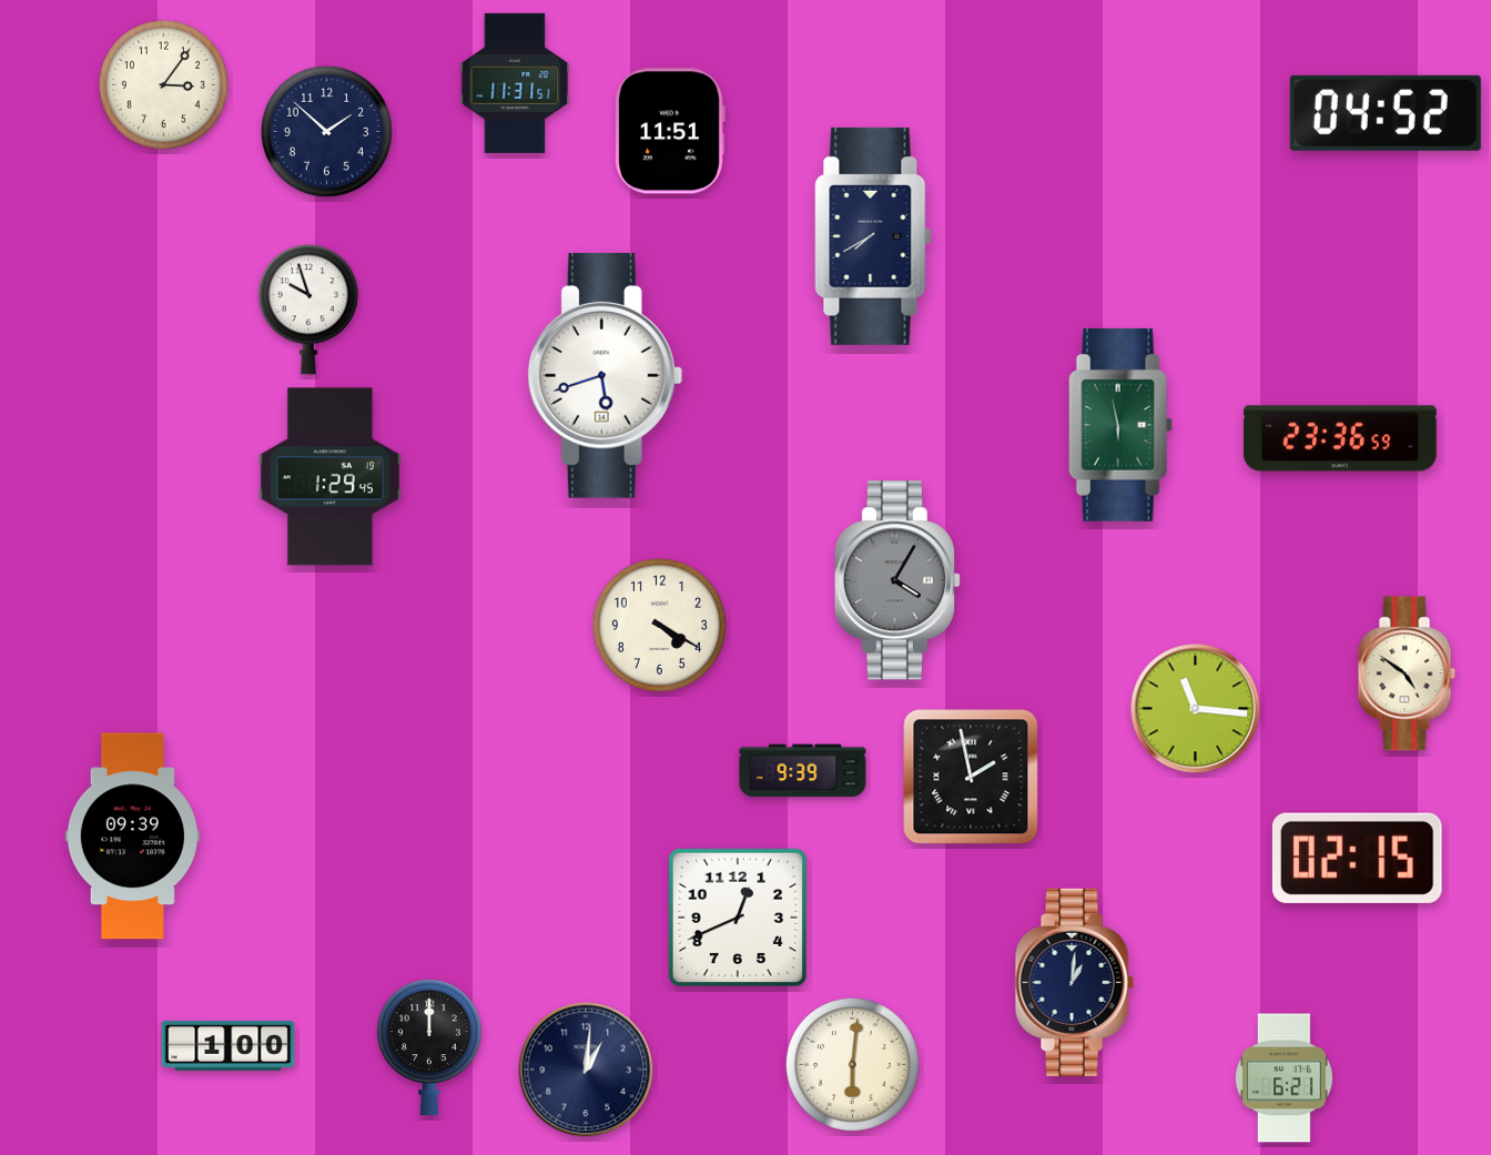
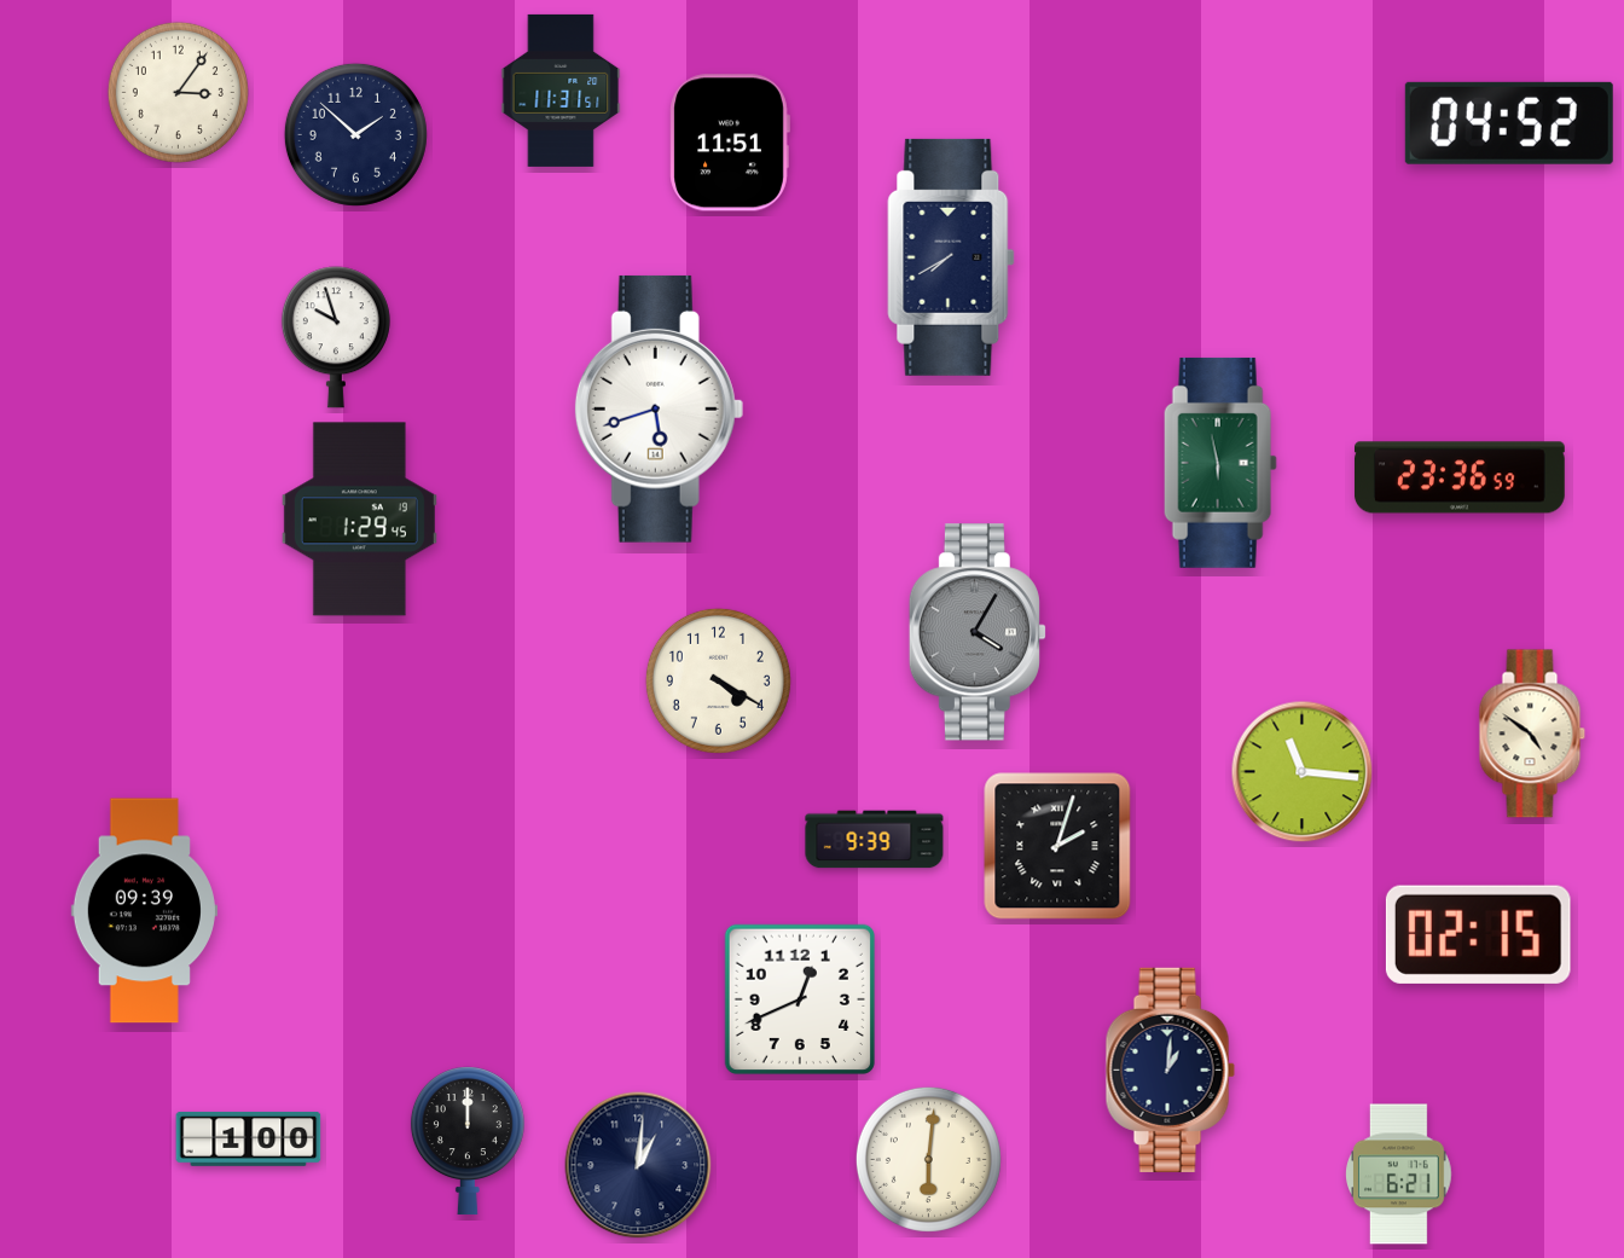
clock at (326, 131) position: (326, 131) -> (355, 134)
clock at (971, 777): 1:58 -> 2:03
clock at (738, 918) position: (738, 918) -> (800, 999)
